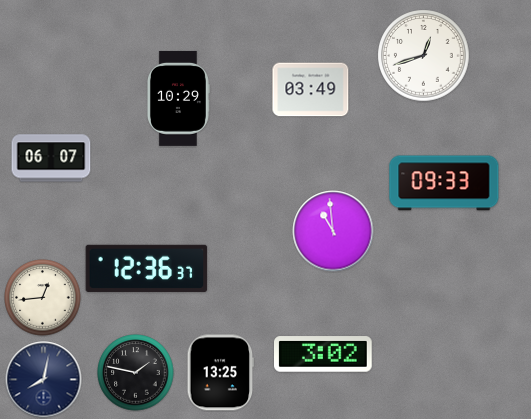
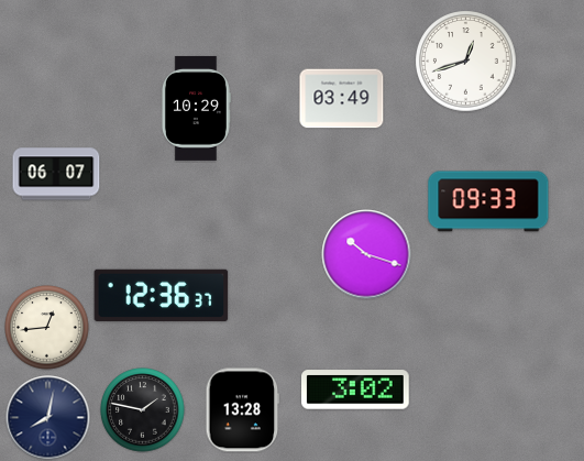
clock at (333, 231): 10:59 -> 10:18
clock at (136, 373) position: (136, 373) -> (143, 410)
clock at (221, 373): 13:25 -> 13:28
